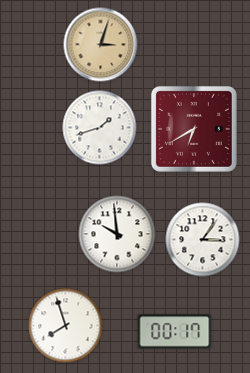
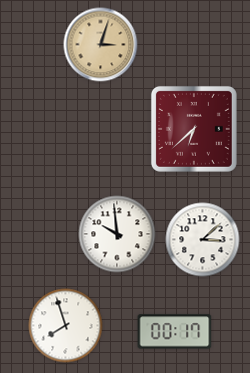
clock at (100, 128): 1:42 -> none
clock at (194, 129): 6:40 -> 6:38
clock at (203, 240): 3:06 -> 3:08
